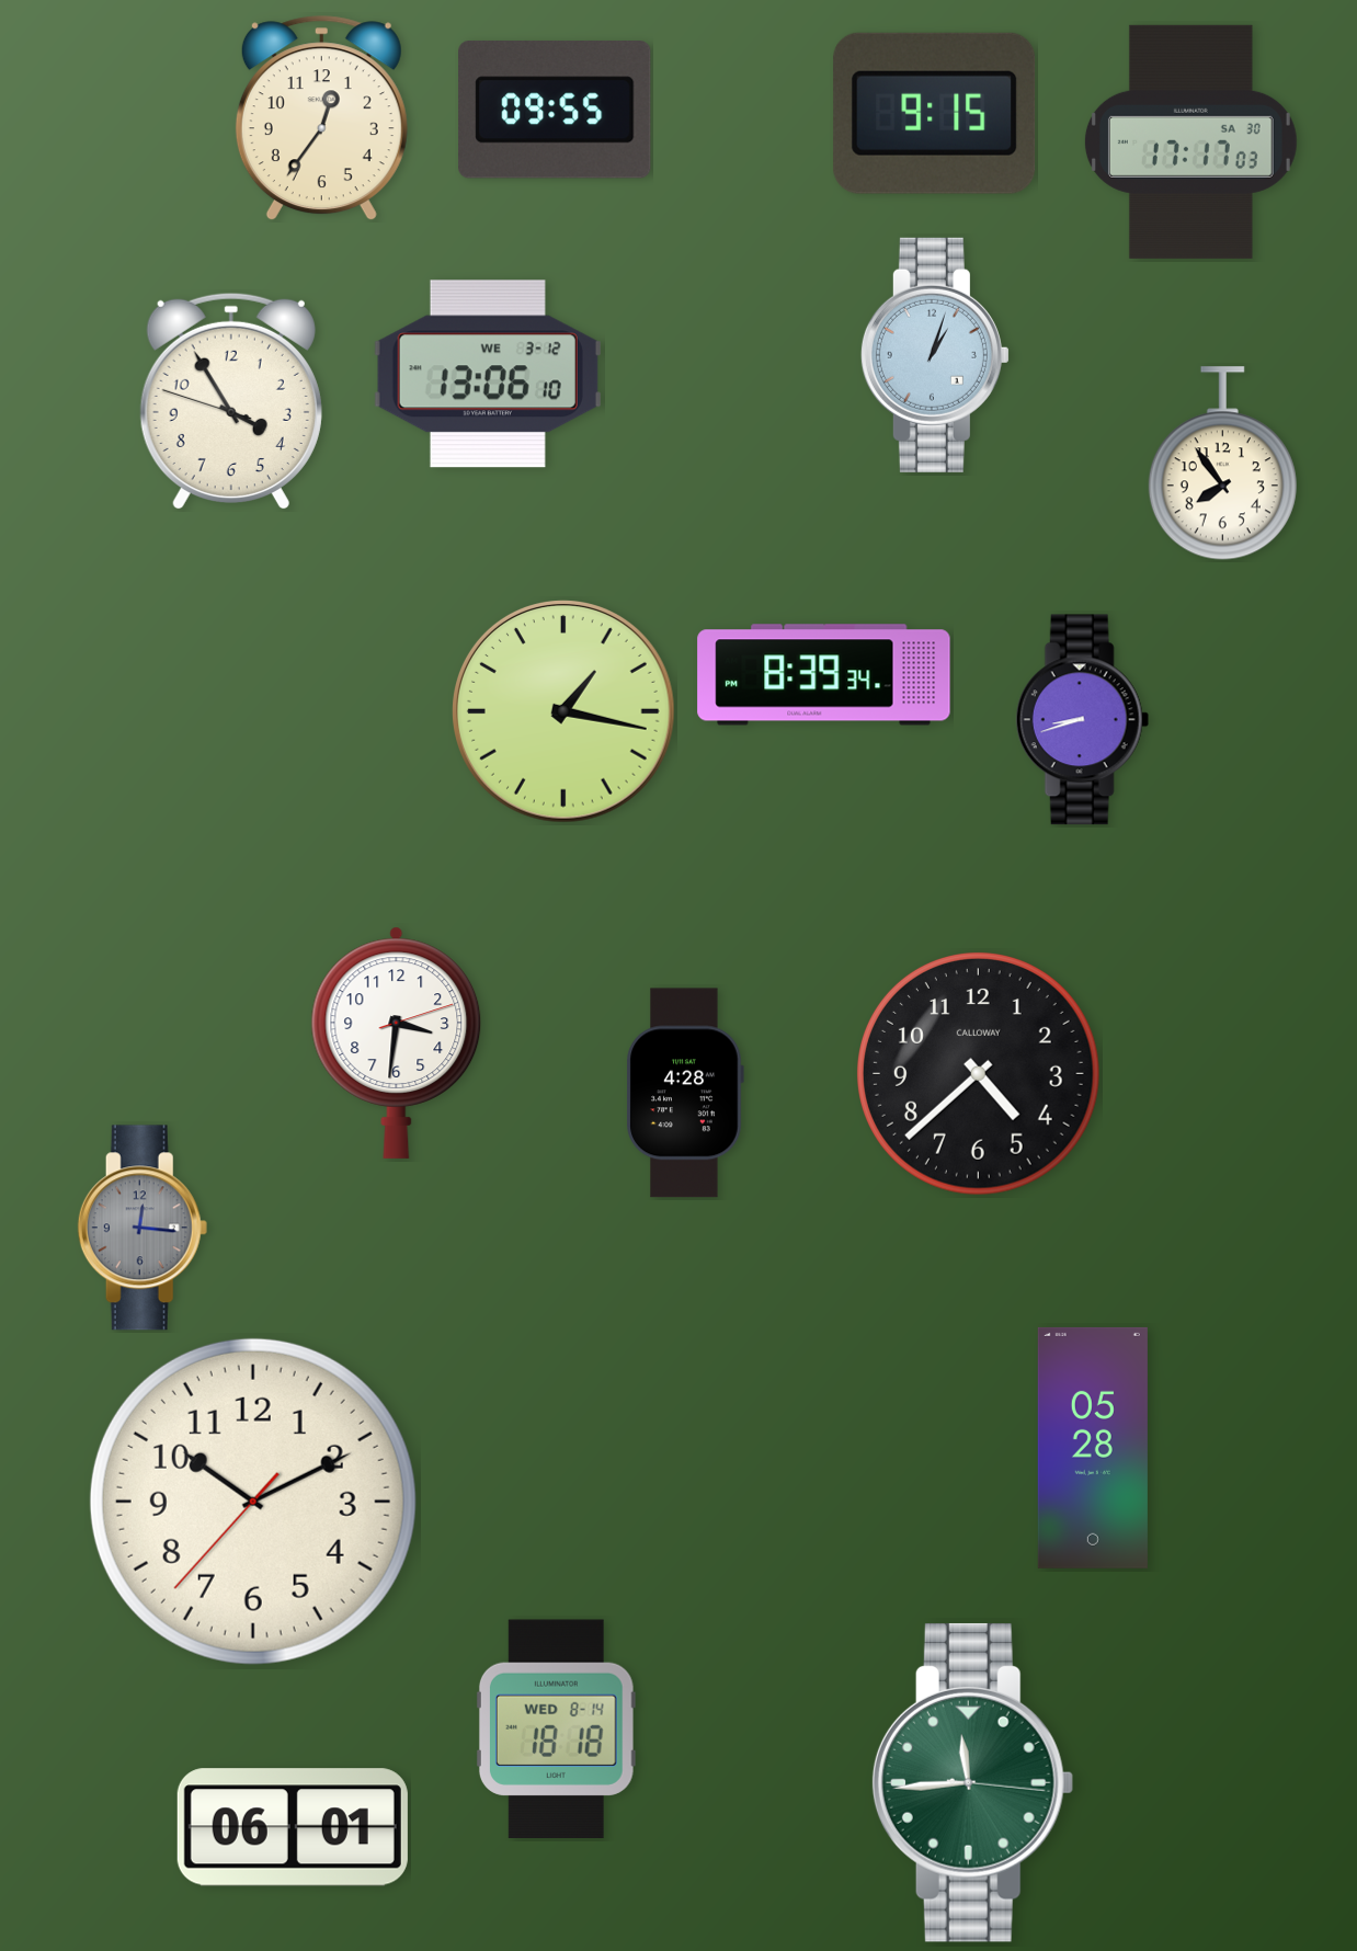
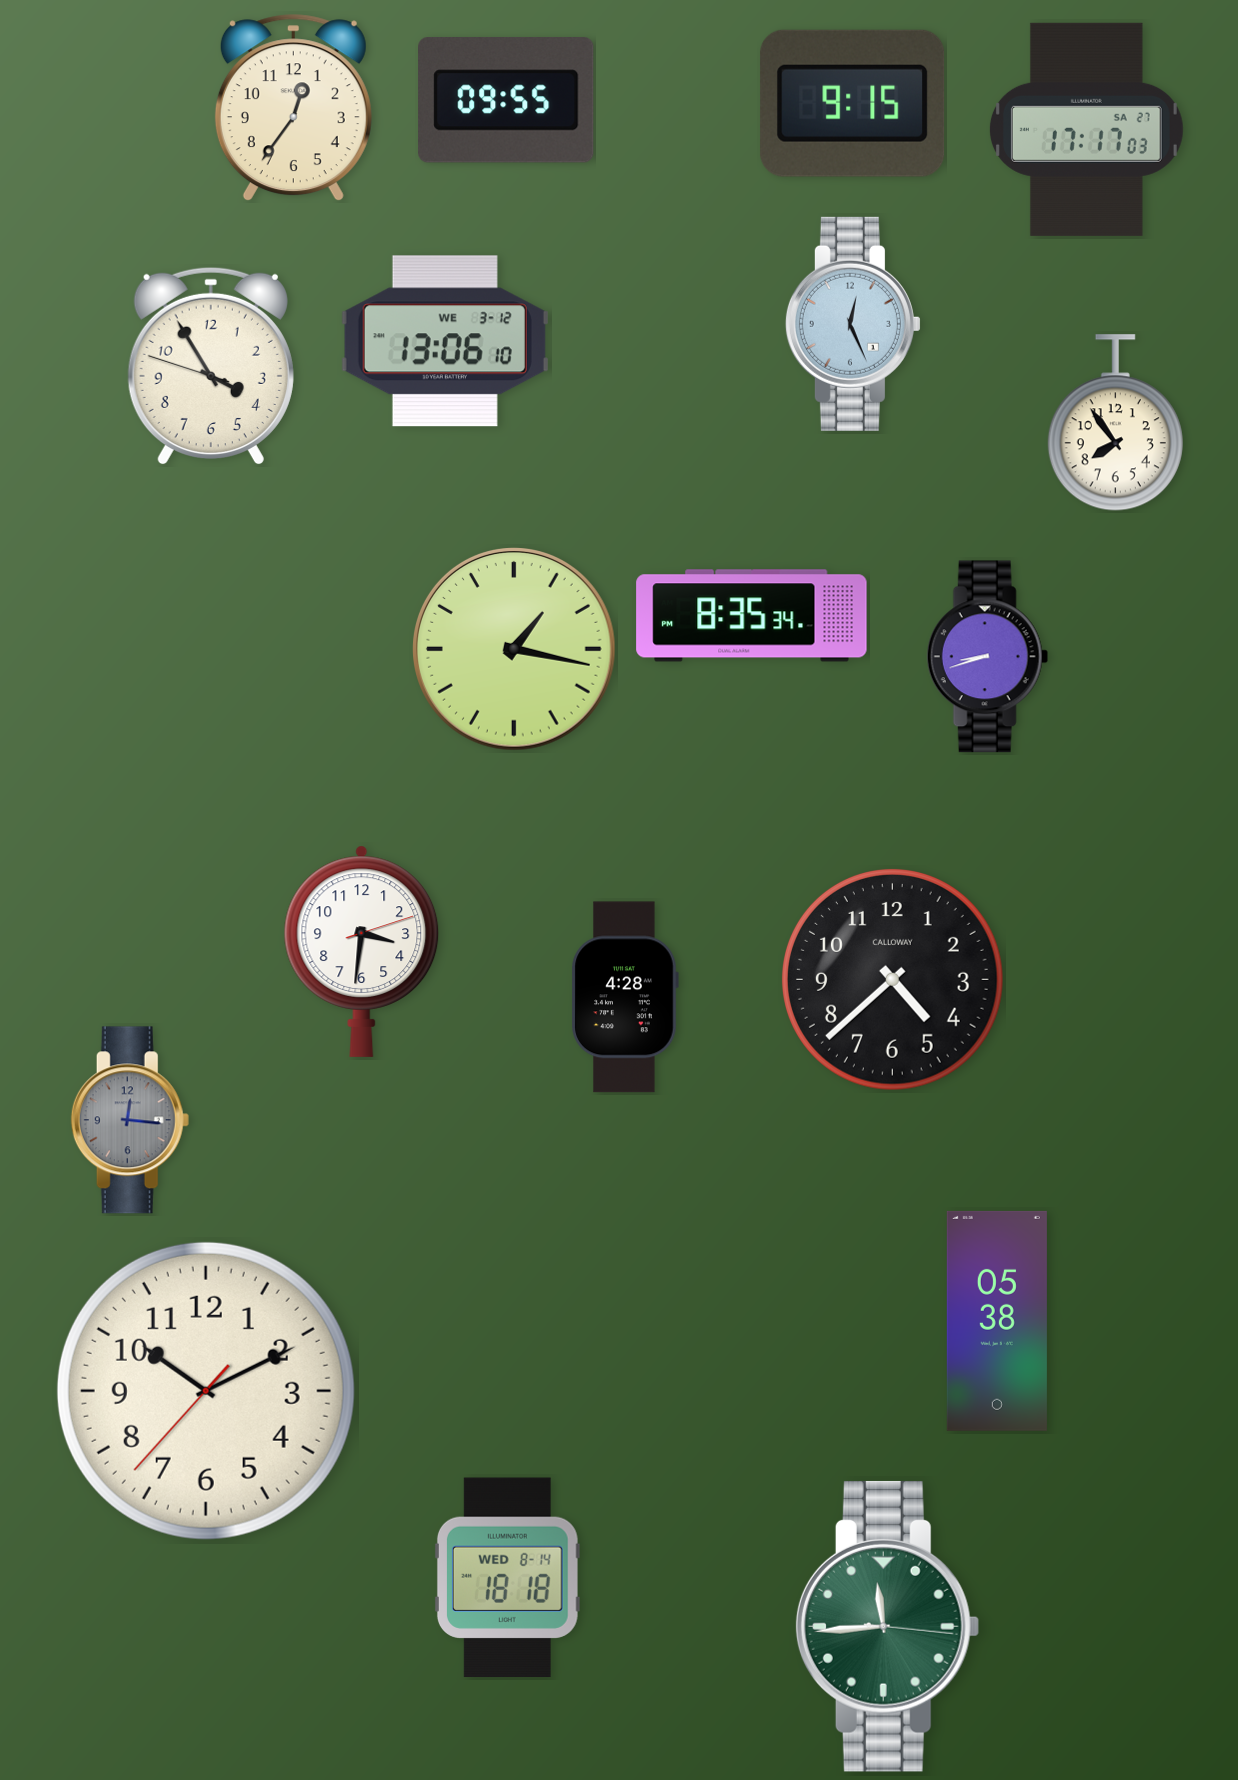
clock at (1190, 141) date: SA 30 -> SA 27
clock at (935, 355): 1:03 -> 12:26
clock at (824, 675): 8:39 -> 8:35
clock at (1093, 1448): 05:28 -> 05:38
clock at (253, 1502) position: (253, 1502) -> (206, 1391)
clock at (293, 1827): 06:01 -> none
